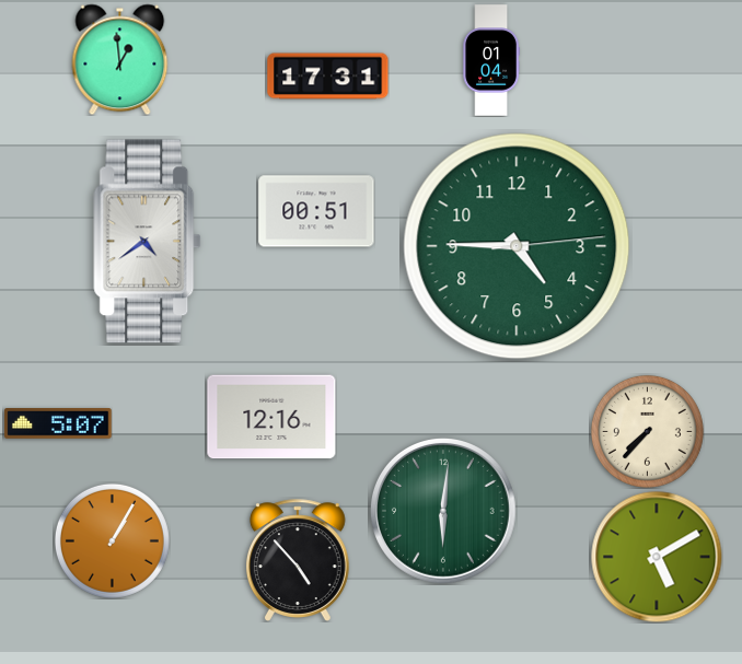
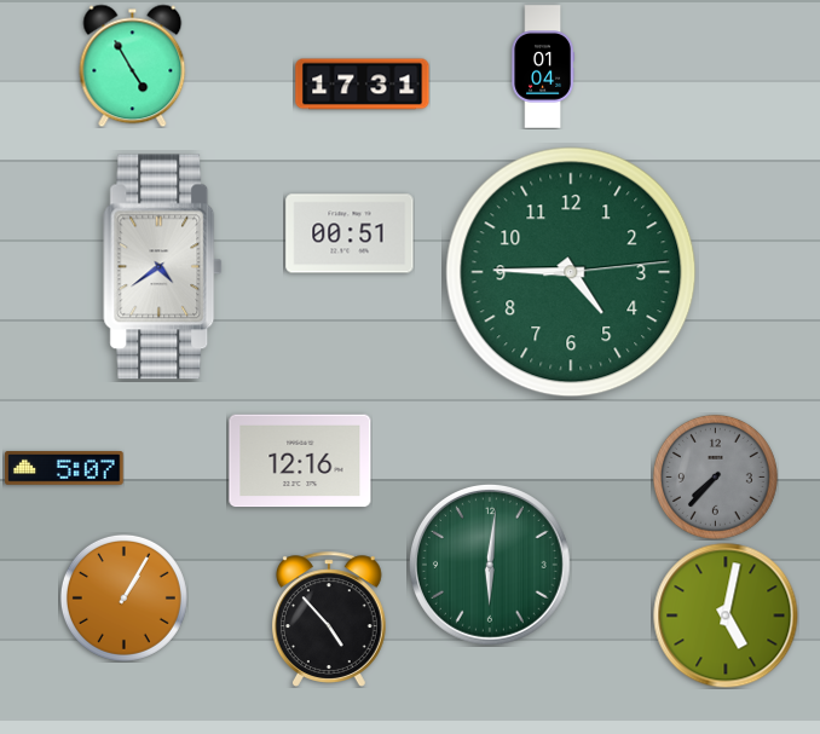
clock at (120, 59): 12:59 -> 4:55
clock at (647, 431) dial: cream -> grey
clock at (657, 557): 5:10 -> 5:02
